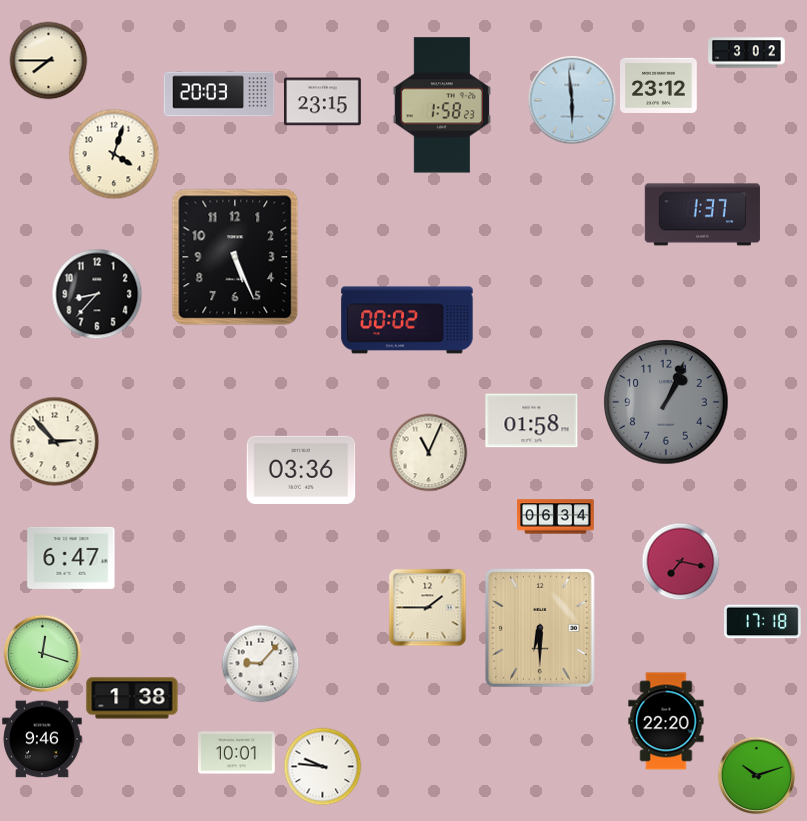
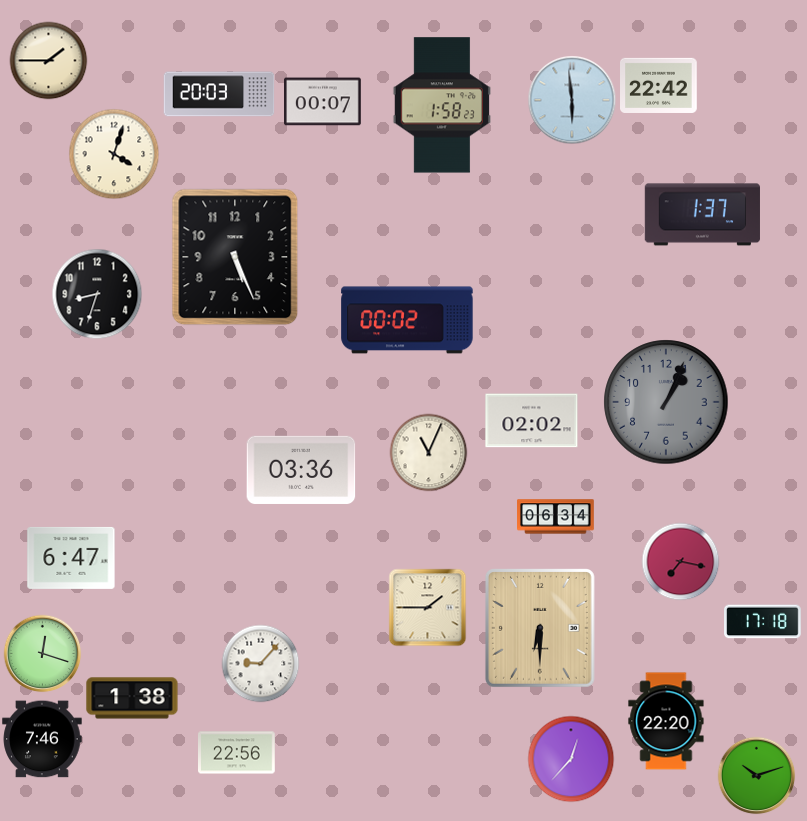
clock at (747, 53): 3:02 -> none
clock at (48, 60): 7:45 -> 1:45
clock at (659, 85): 23:12 -> 22:42
clock at (323, 102): 23:15 -> 00:07
clock at (97, 294): 8:37 -> 8:33
clock at (532, 421): 01:58 -> 02:02
clock at (54, 441): 2:53 -> none
clock at (42, 739): 9:46 -> 7:46
clock at (237, 753): 10:01 -> 22:56
clock at (571, 759): none -> 12:37
clock at (322, 766): 9:46 -> none
